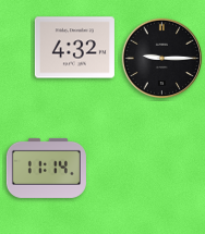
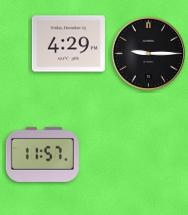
clock at (74, 48): 4:32 -> 4:29
clock at (46, 168): 11:14 -> 11:57
